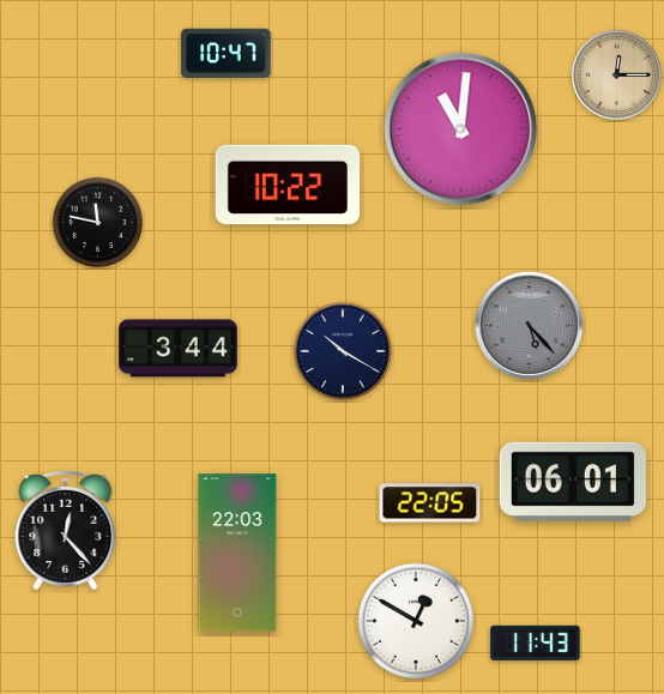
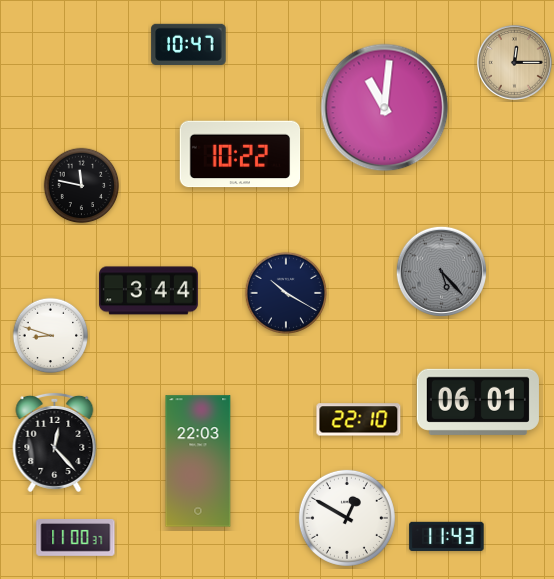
clock at (51, 336): none -> 8:48
clock at (430, 503): 22:05 -> 22:10
clock at (76, 538): none -> 11:00
